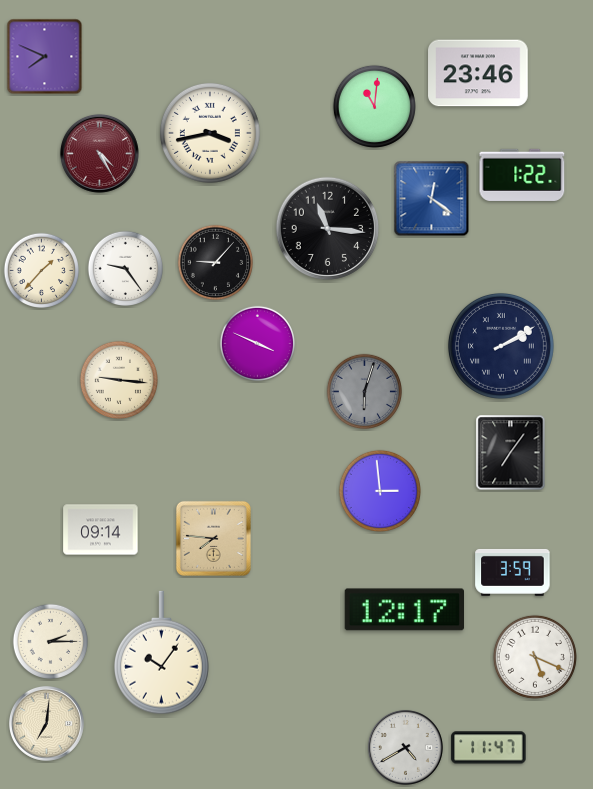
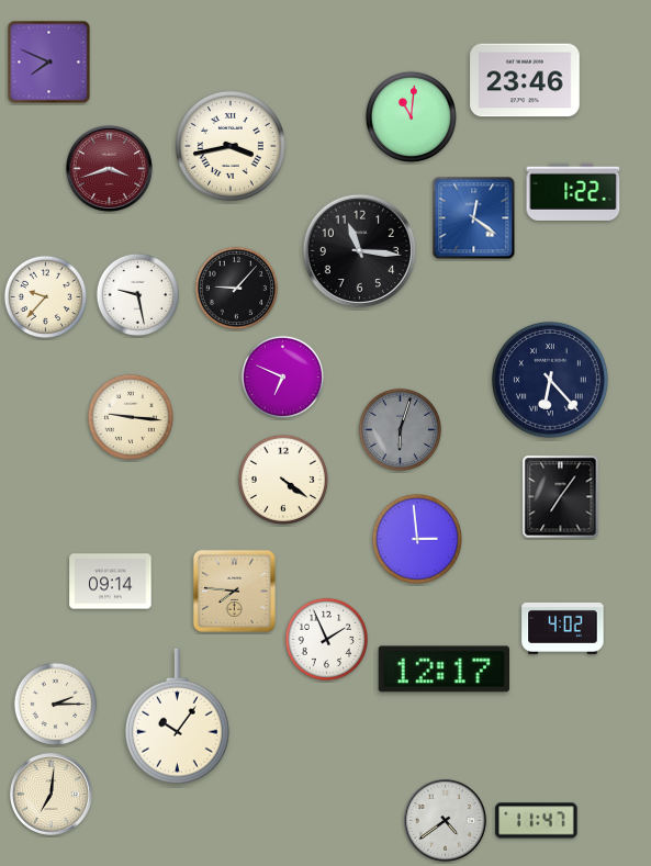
clock at (99, 153): 4:25 -> 3:42
clock at (126, 269): 9:24 -> 9:28
clock at (42, 271): 1:37 -> 9:37
clock at (258, 344): 3:49 -> 6:49
clock at (501, 346): 2:10 -> 6:23
clock at (283, 480): none -> 4:21
clock at (513, 572): 3:59 -> 4:02
clock at (327, 640): none -> 1:56
clock at (535, 657): 5:19 -> none
clock at (405, 747): 4:40 -> 4:39
